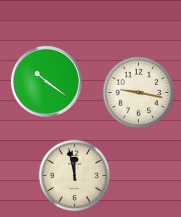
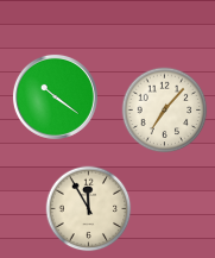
clock at (139, 93): 9:17 -> 7:07
clock at (75, 176): 11:58 -> 11:55
